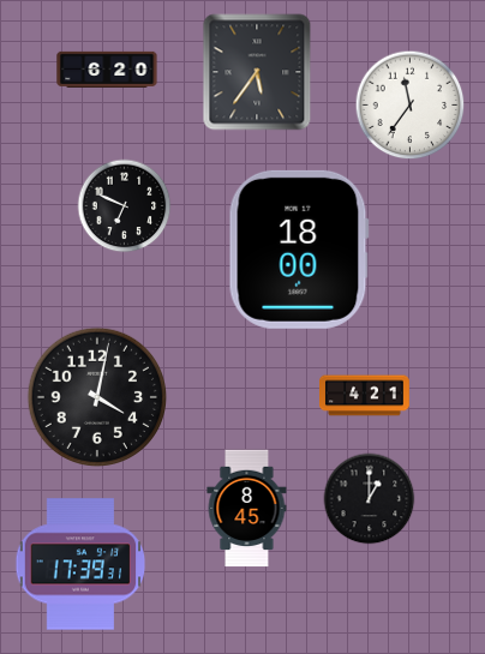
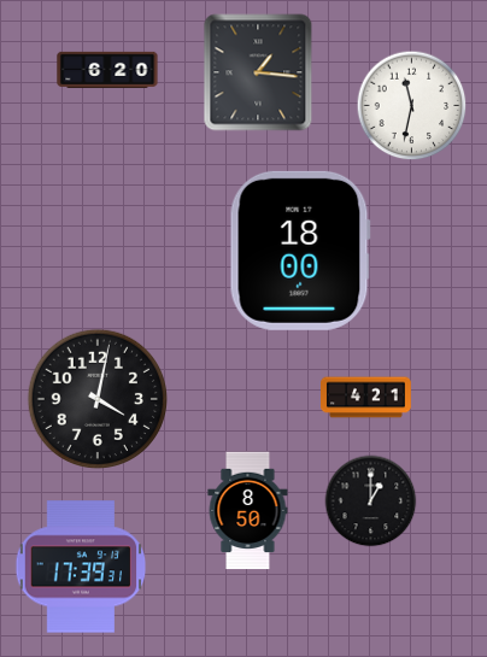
clock at (257, 72): 5:36 -> 1:16
clock at (411, 106): 11:36 -> 11:32
clock at (125, 206): 6:49 -> none
clock at (247, 509): 8:45 -> 8:50
